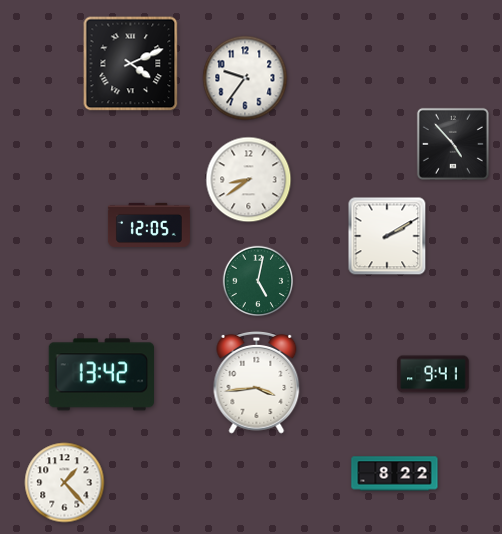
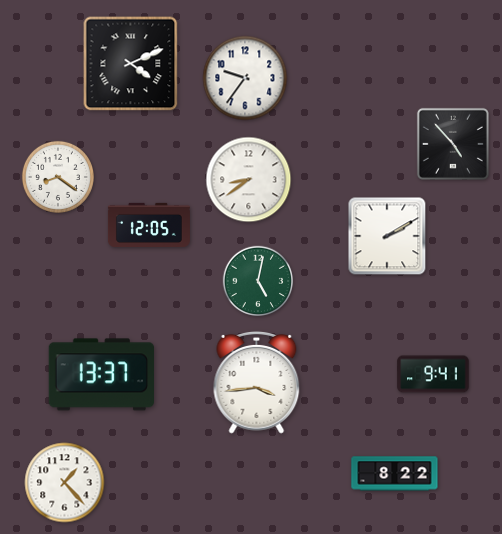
clock at (58, 177): none -> 8:21
clock at (101, 375): 13:42 -> 13:37
